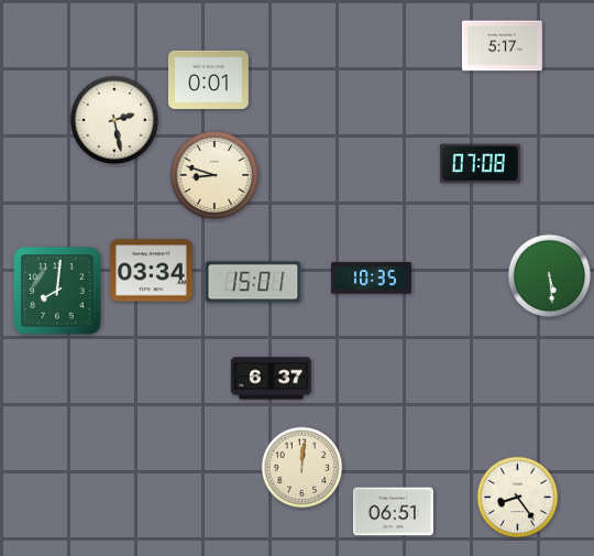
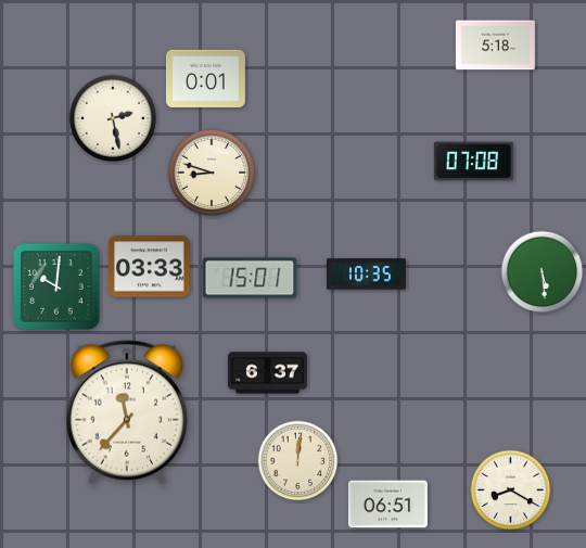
clock at (502, 46): 5:17 -> 5:18
clock at (152, 271): 03:34 -> 03:33
clock at (57, 291): 8:01 -> 10:01
clock at (127, 412): none -> 11:37
clock at (518, 498): 8:24 -> 8:20
